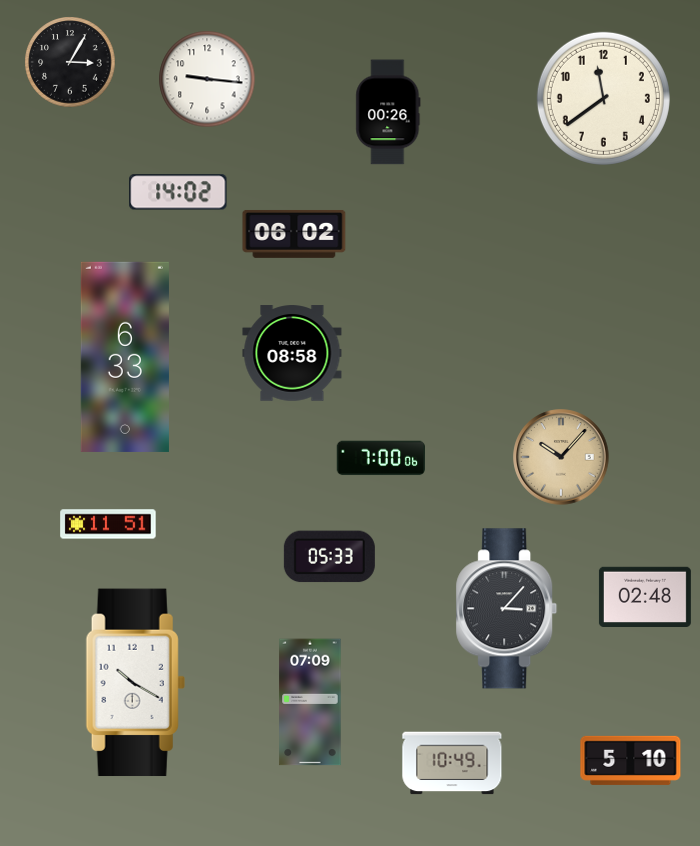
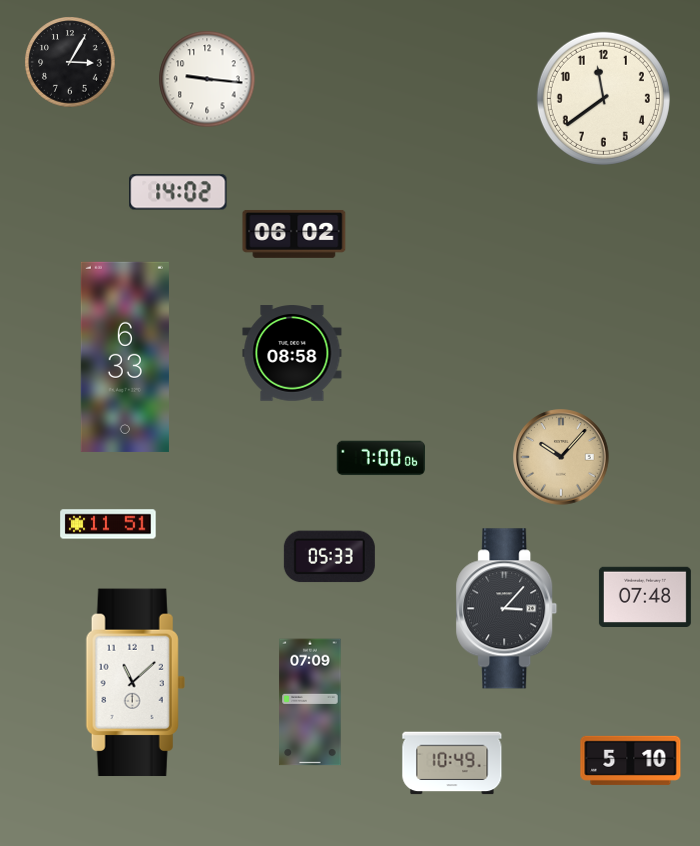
clock at (388, 112): 00:26 -> none
clock at (645, 596): 02:48 -> 07:48
clock at (135, 683): 10:20 -> 11:08
